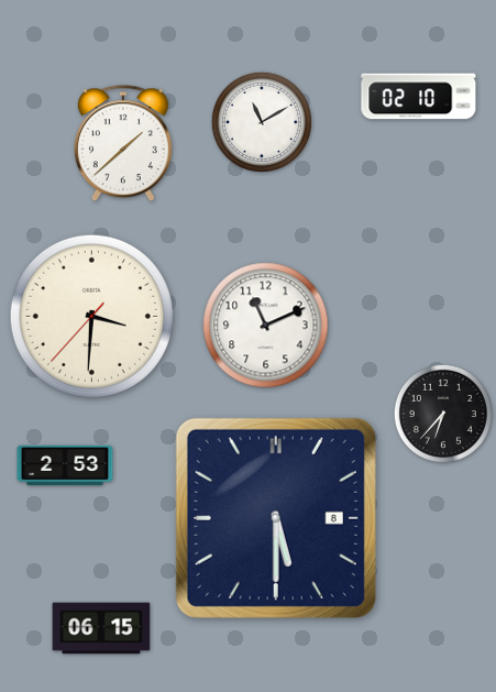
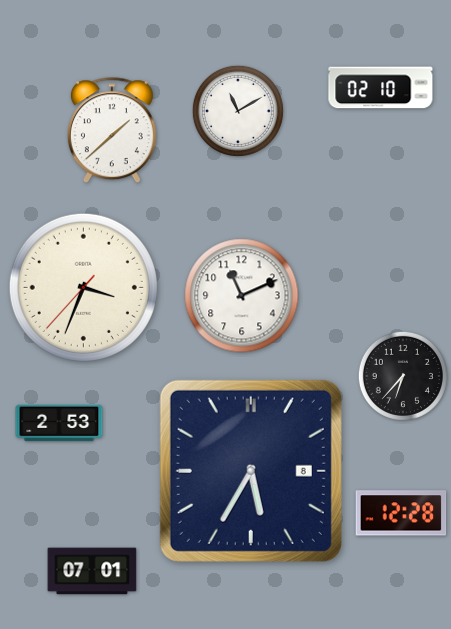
clock at (91, 316): 3:30 -> 3:33
clock at (276, 518): 5:30 -> 5:35
clock at (401, 513): none -> 12:28
clock at (101, 628): 06:15 -> 07:01
